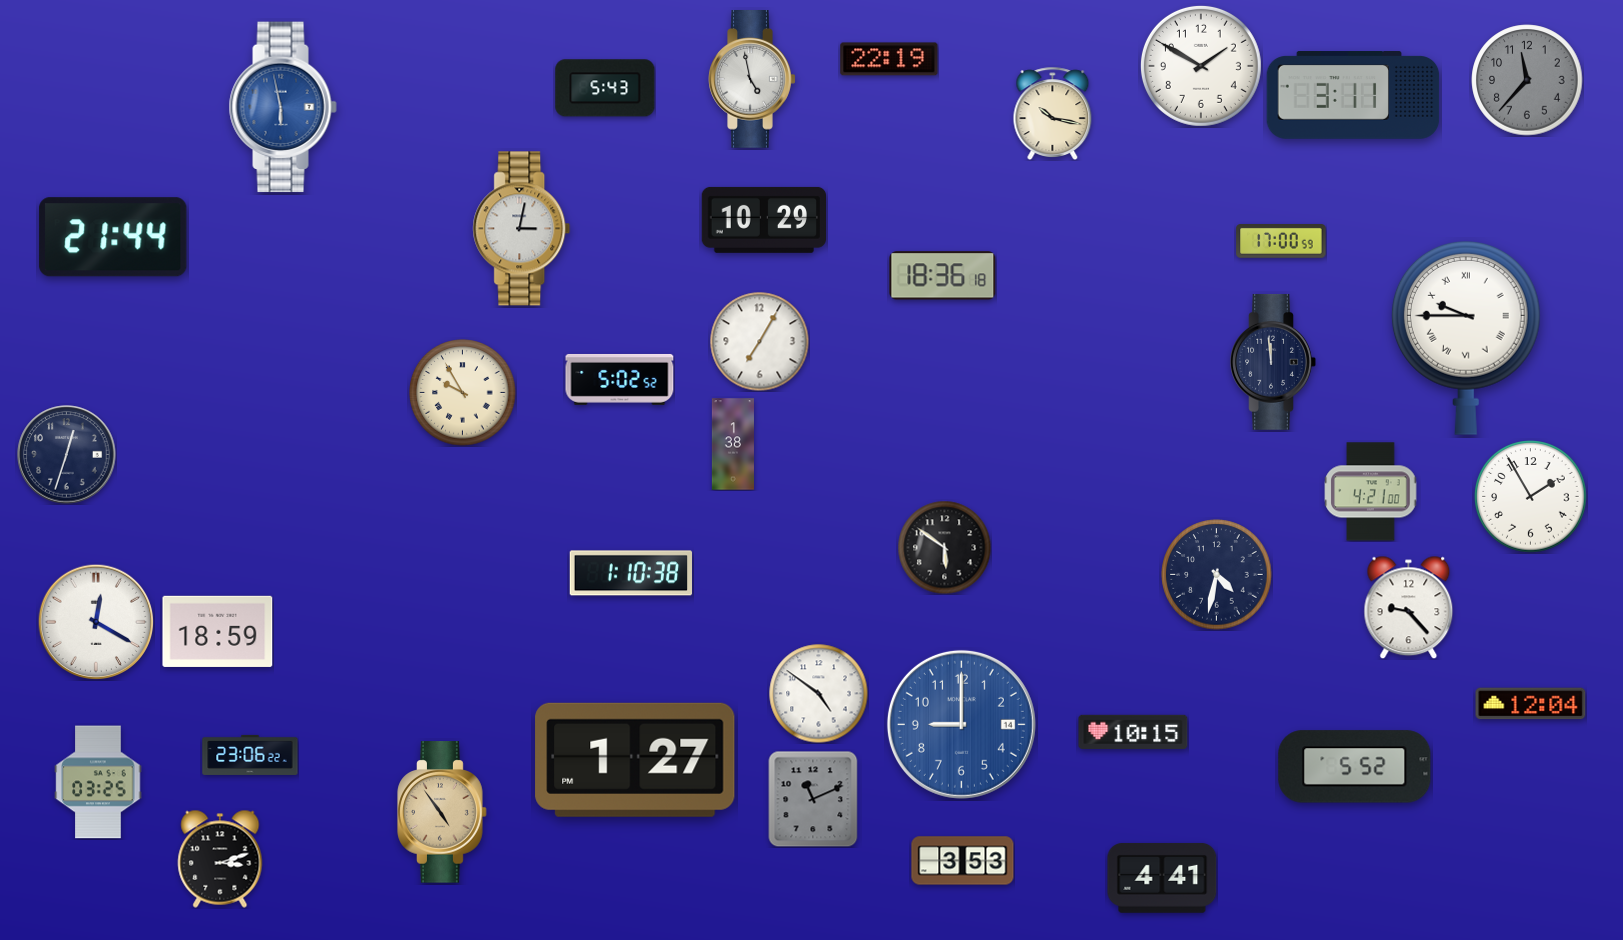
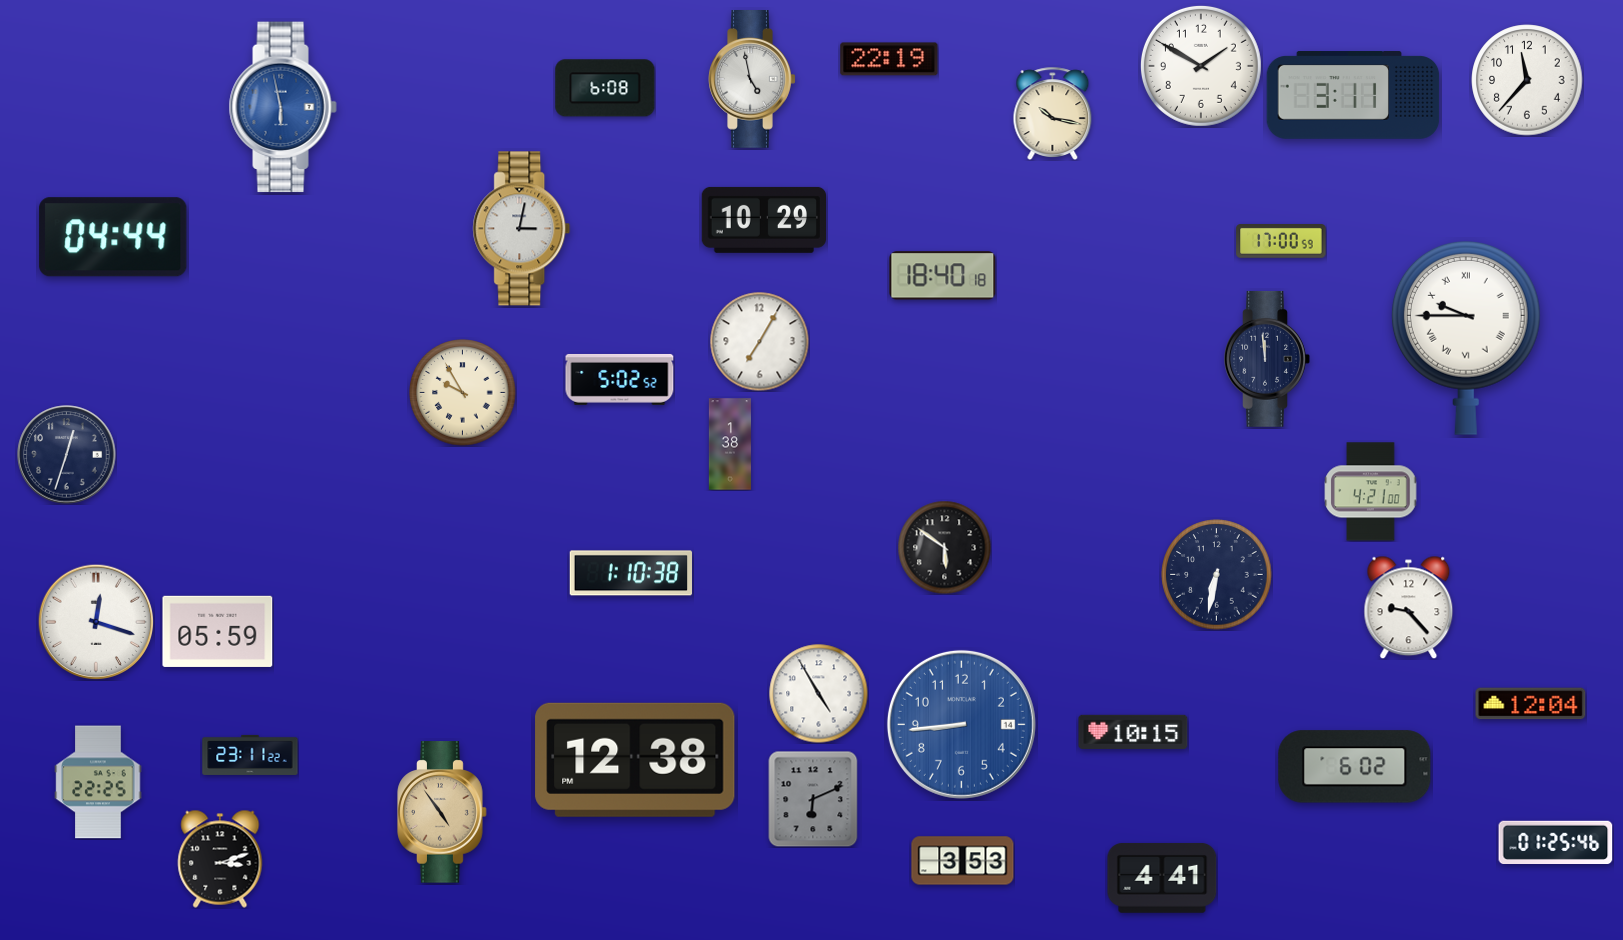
clock at (1527, 80) dial: grey -> white
clock at (605, 88): 5:43 -> 6:08
clock at (113, 237): 21:44 -> 04:44
clock at (943, 276): 18:36 -> 18:40
clock at (1273, 362) position: (1273, 362) -> (1267, 359)
clock at (733, 444) position: (733, 444) -> (730, 444)
clock at (1531, 497): 1:55 -> none
clock at (1217, 575): 4:32 -> 6:32
clock at (96, 622): 12:20 -> 12:18
clock at (218, 631): 18:59 -> 05:59
clock at (819, 694): 4:51 -> 4:55
clock at (961, 724): 9:00 -> 8:44
clock at (250, 755): 23:06 -> 23:11
clock at (635, 760): 1:27 -> 12:38
clock at (1355, 767): 5:52 -> 6:02
clock at (98, 782): 03:25 -> 22:25
clock at (813, 799): 11:11 -> 6:11
clock at (1556, 842): none -> 01:25
